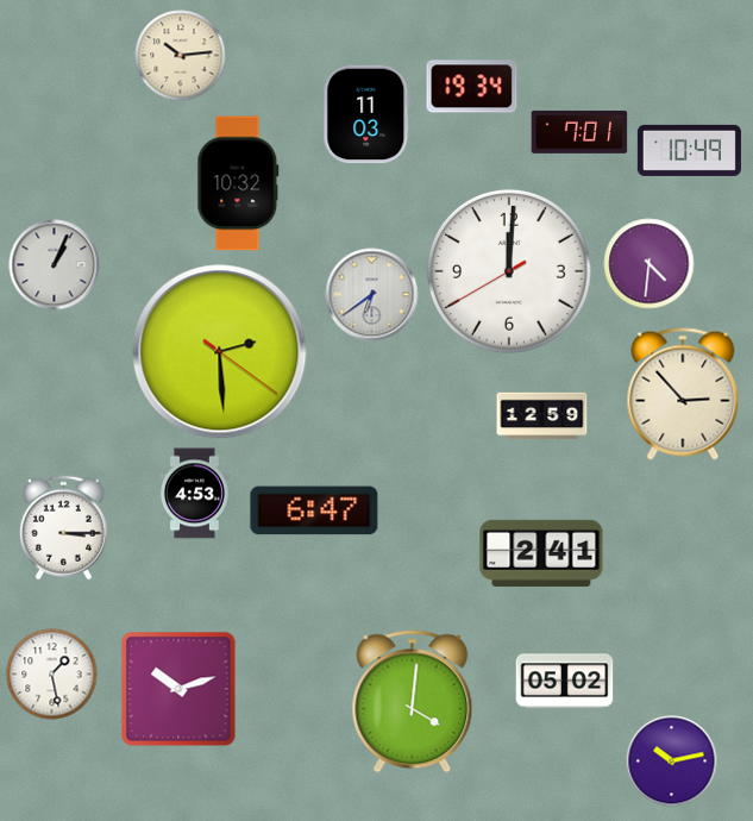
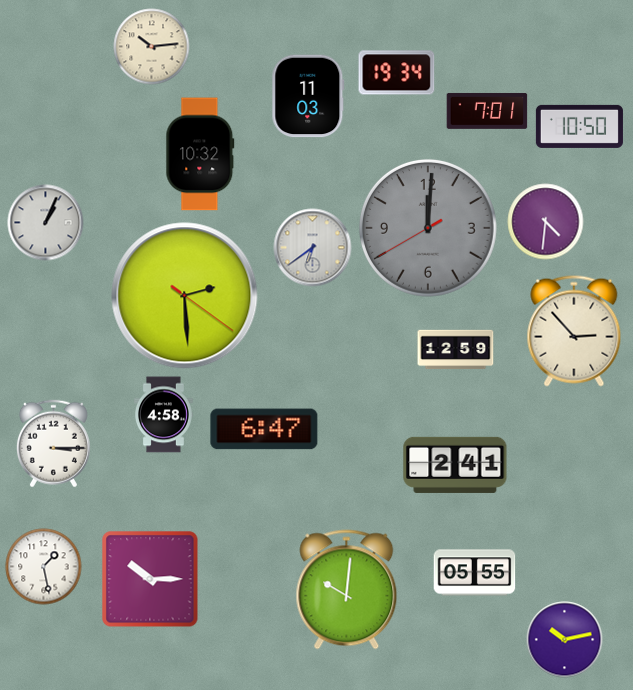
clock at (689, 150): 10:49 -> 10:50
clock at (509, 271) dial: white -> grey
clock at (195, 494): 4:53 -> 4:58
clock at (565, 682): 05:02 -> 05:55
clock at (178, 689): 10:12 -> 10:15
clock at (413, 702): 4:01 -> 10:01
